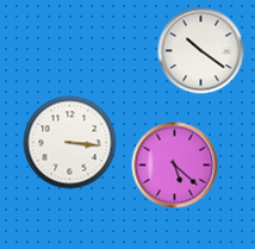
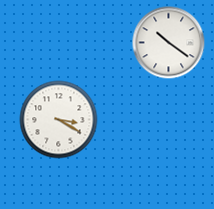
clock at (70, 143): 3:16 -> 3:20
clock at (175, 166): 5:22 -> none
